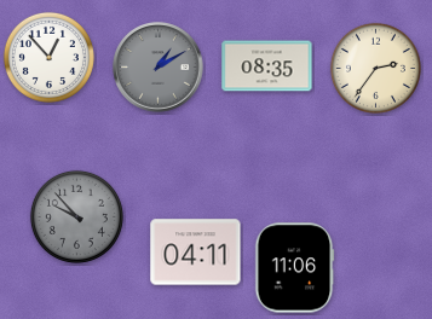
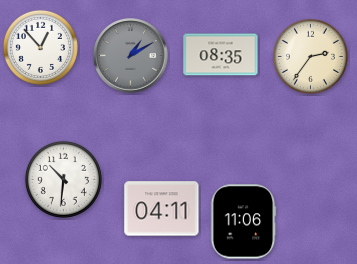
clock at (76, 216): 9:53 -> 10:31
clock at (76, 216) dial: grey -> white
